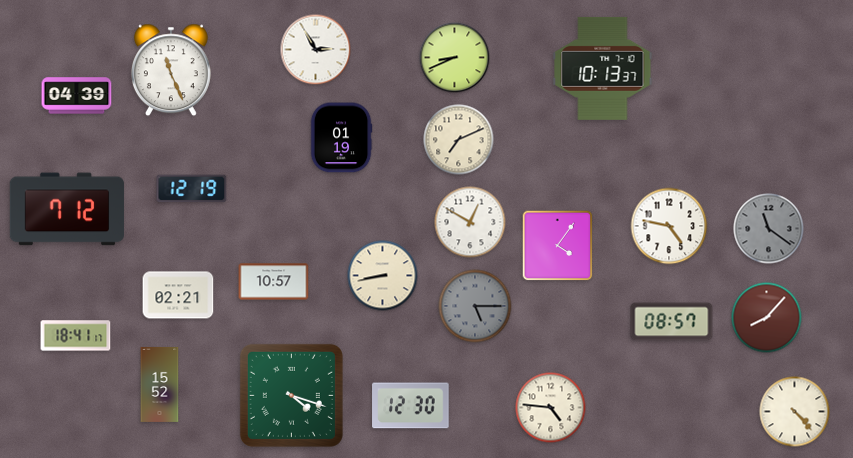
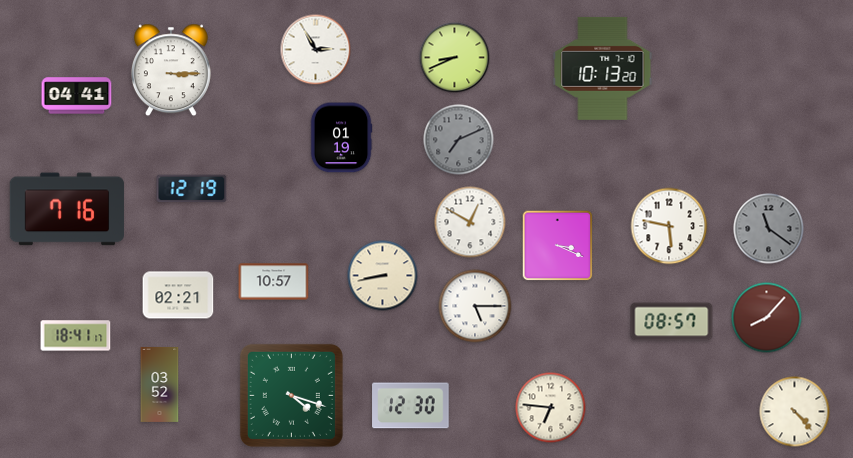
clock at (603, 68): 10:13:37 -> 10:13:20
clock at (171, 70): 11:26 -> 3:15
clock at (77, 96): 04:39 -> 04:41
clock at (459, 140) dial: cream -> grey
clock at (67, 209): 7:12 -> 7:16
clock at (669, 226): 4:47 -> 5:47
clock at (558, 246): 4:06 -> 3:19
clock at (475, 306) dial: grey -> white
clock at (160, 384): 15:52 -> 03:52
clock at (551, 408): 4:46 -> 6:46
